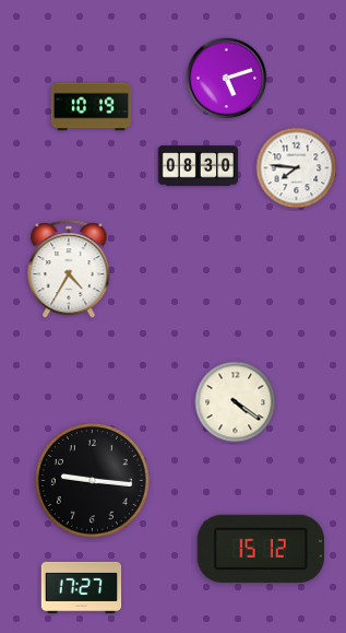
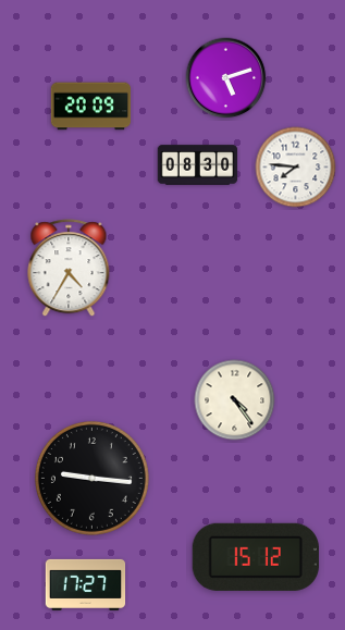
clock at (92, 107): 10:19 -> 20:09
clock at (236, 402): 4:21 -> 4:24
clock at (261, 549) position: (261, 549) -> (256, 557)
clock at (82, 587) position: (82, 587) -> (86, 584)
